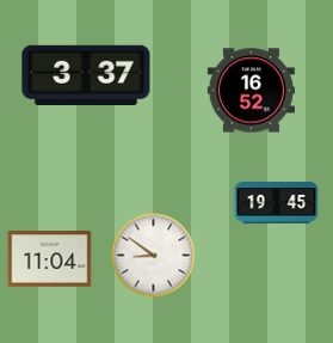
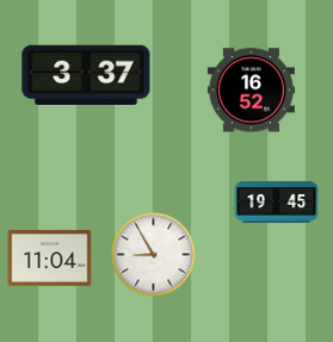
clock at (154, 256): 8:51 -> 8:55
